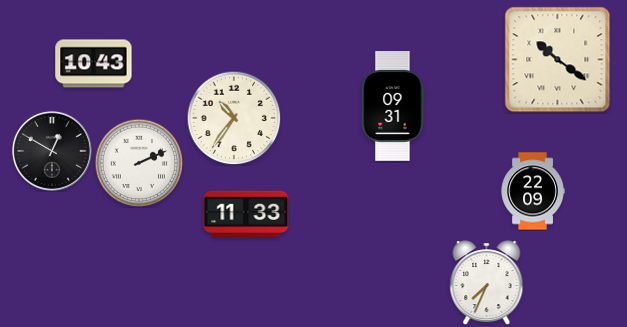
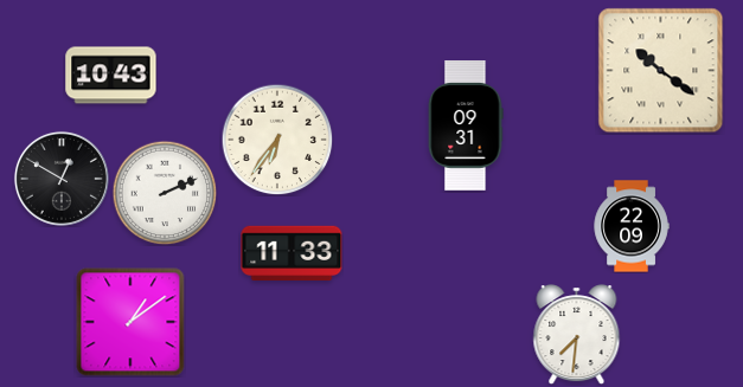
clock at (234, 118): 10:36 -> 6:36
clock at (130, 322): none -> 1:09
clock at (487, 283): 7:34 -> 7:31
